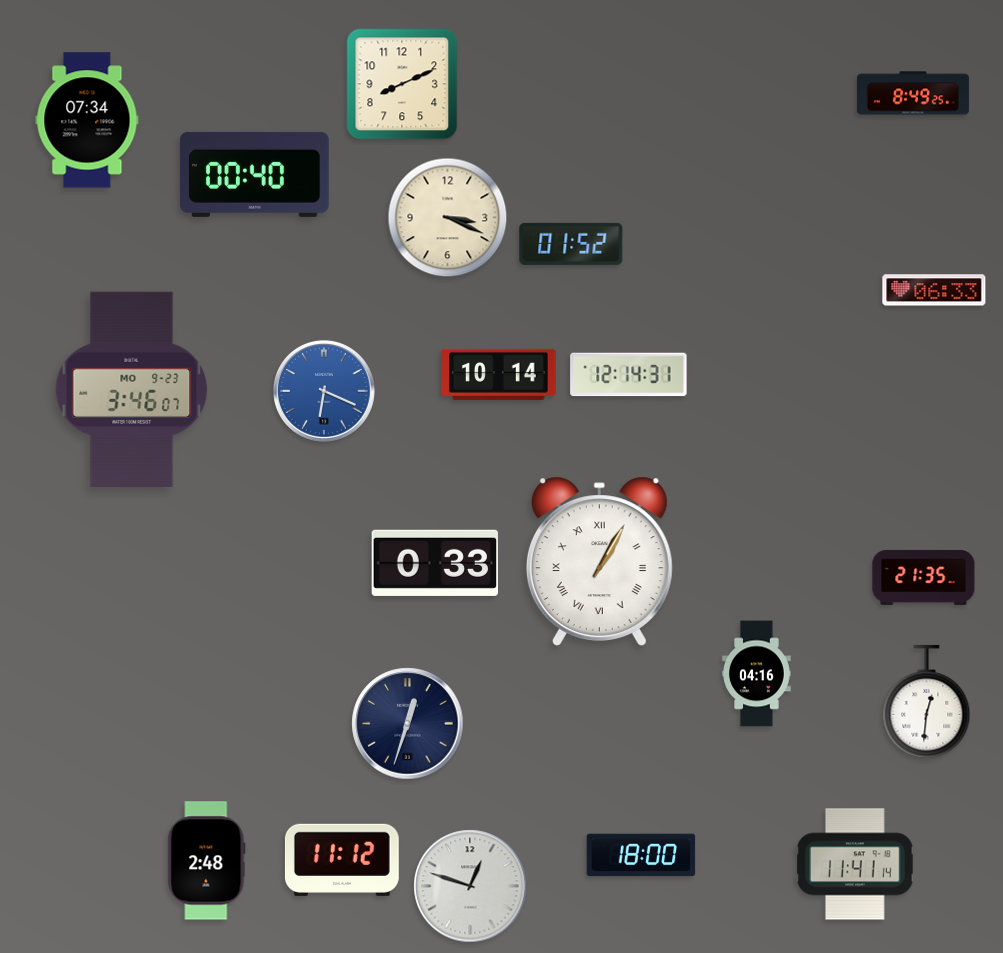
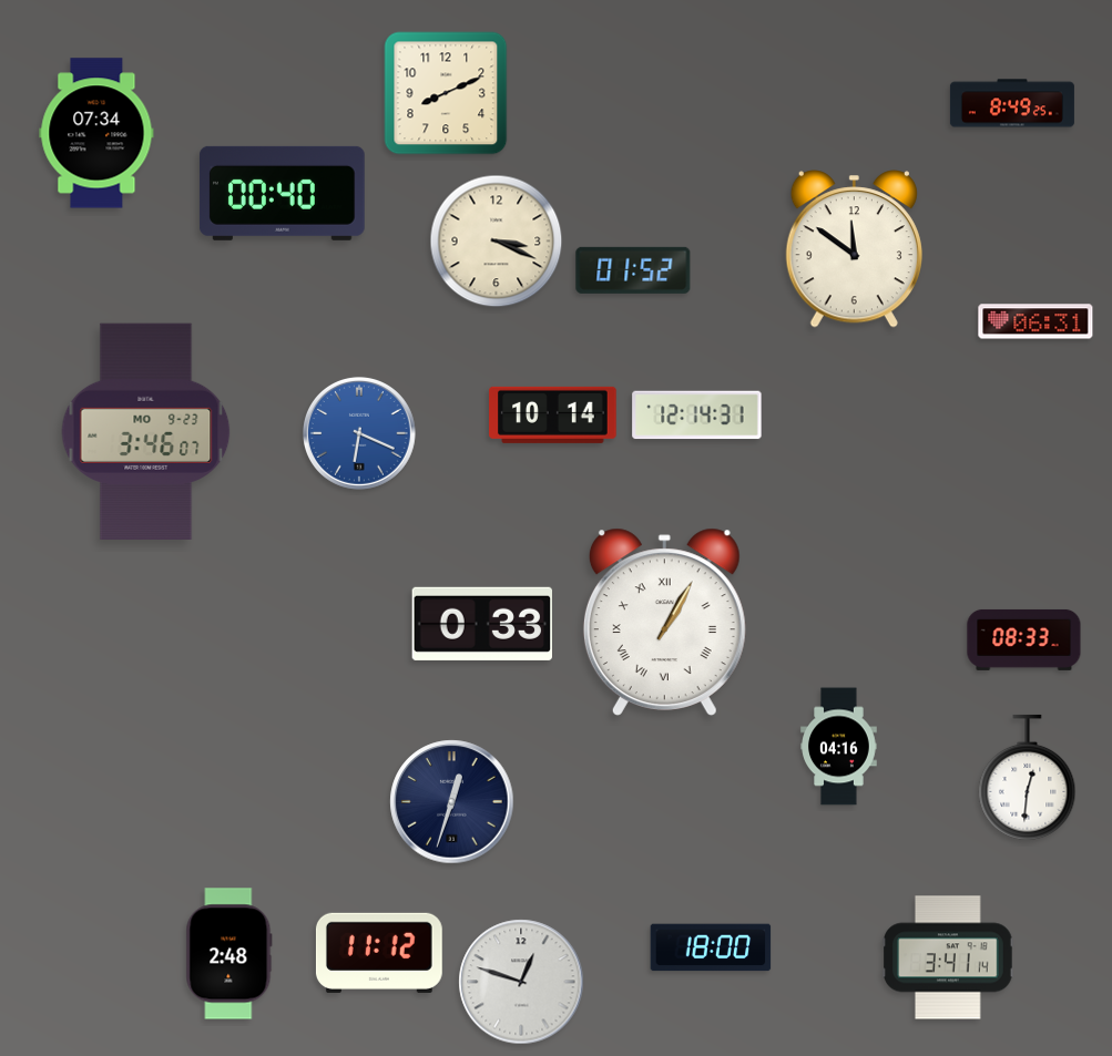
clock at (854, 249): none -> 11:51
clock at (934, 290): 06:33 -> 06:31
clock at (924, 577): 21:35 -> 08:33
clock at (855, 864): 11:41 -> 3:41
